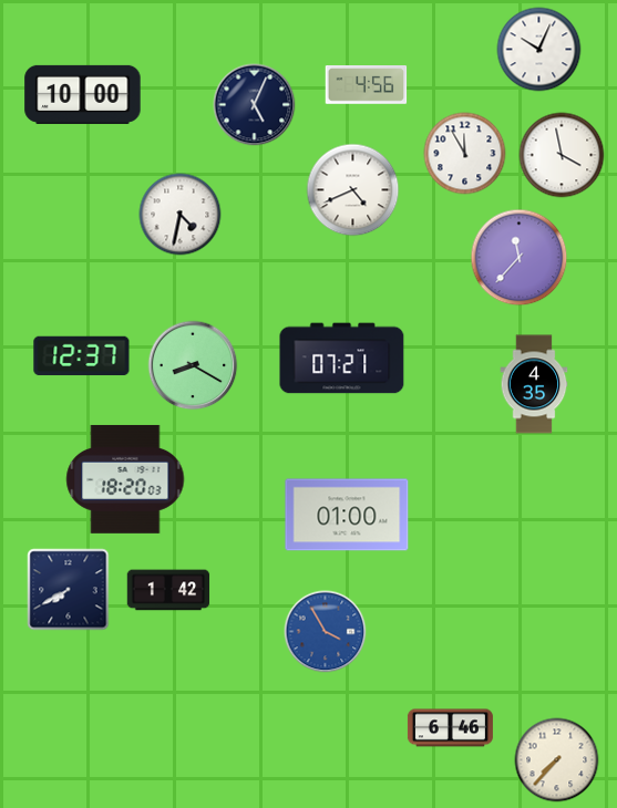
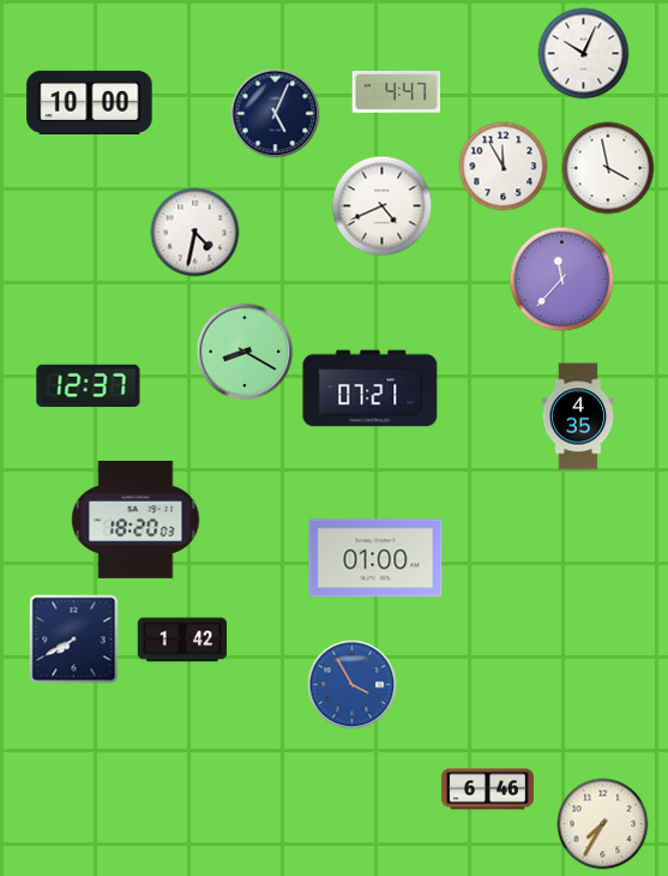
clock at (367, 85): 4:56 -> 4:47
clock at (193, 365) position: (193, 365) -> (245, 352)
clock at (557, 760): 7:37 -> 7:35
